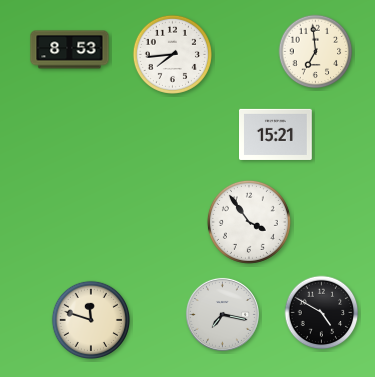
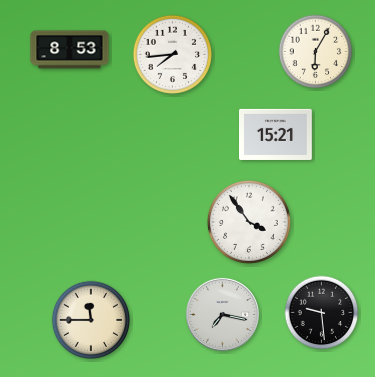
clock at (316, 52): 6:59 -> 6:05
clock at (322, 313): 4:50 -> 9:29
clock at (90, 319): 11:48 -> 11:45
